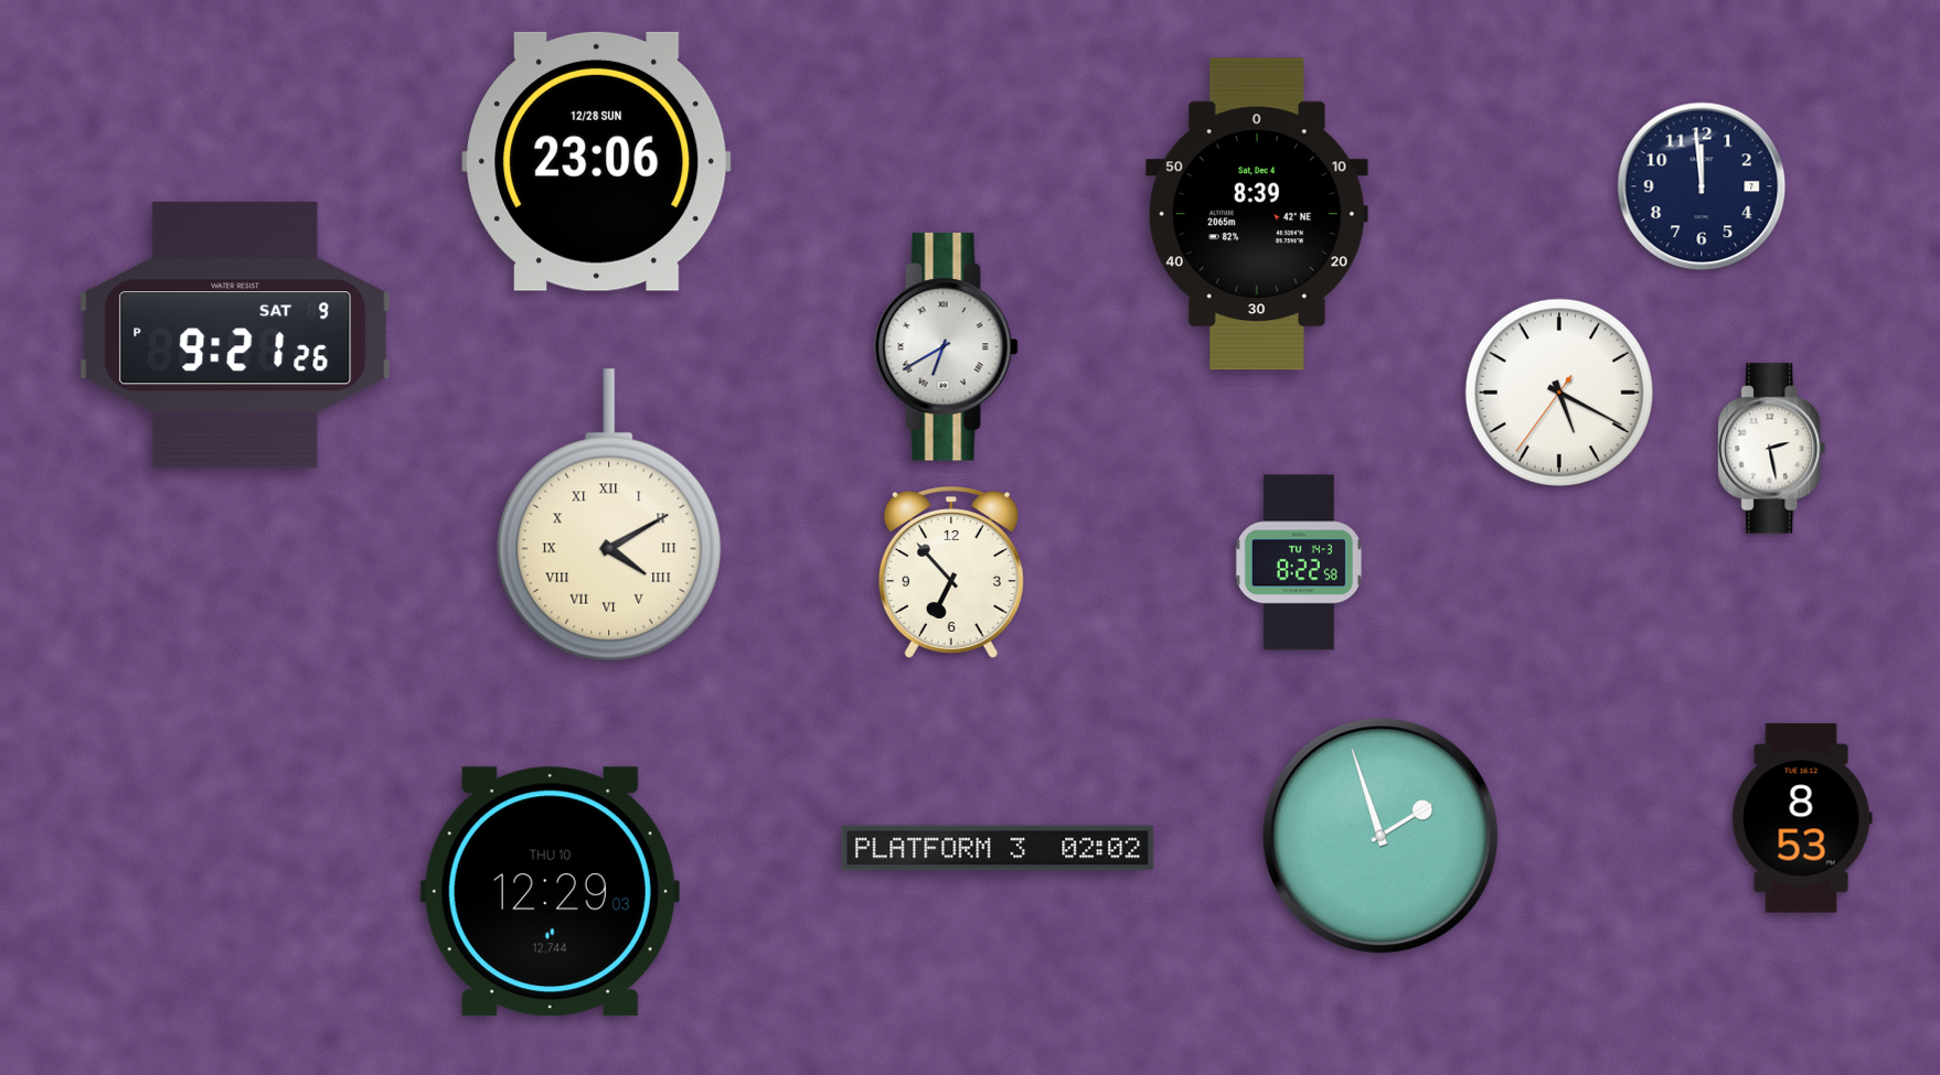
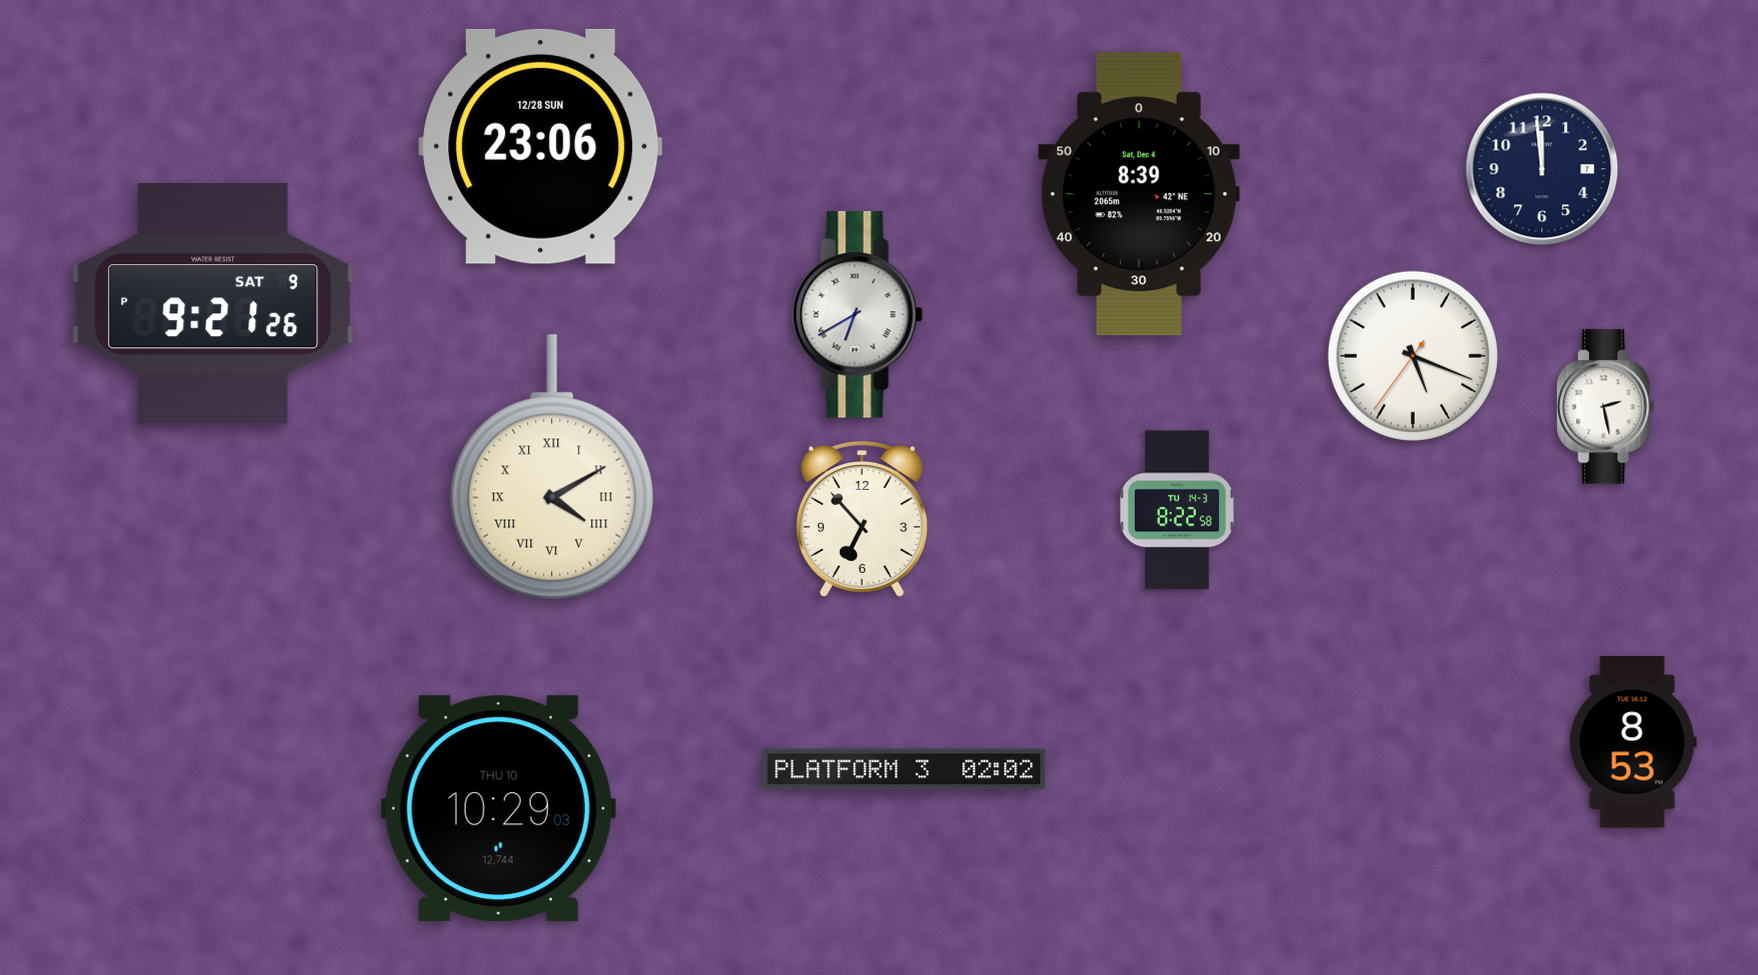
clock at (1559, 393): 5:19 -> 5:18
clock at (1381, 836): 1:57 -> none
clock at (550, 892): 12:29 -> 10:29
